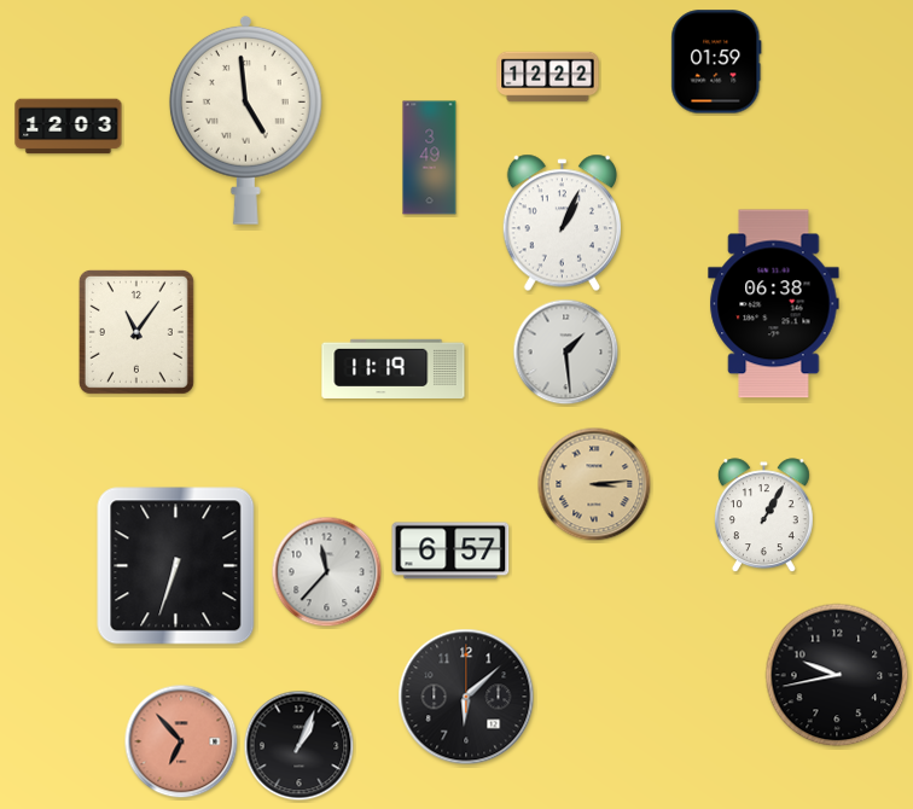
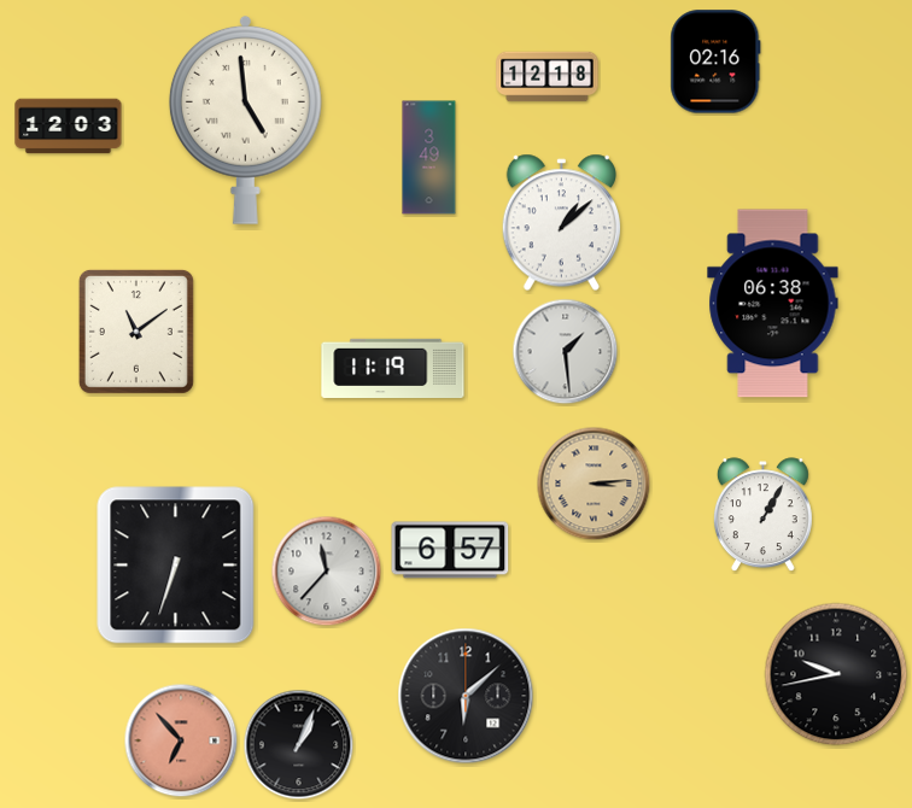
clock at (716, 62): 01:59 -> 02:16
clock at (548, 77): 12:22 -> 12:18
clock at (562, 223): 1:04 -> 1:08
clock at (136, 332): 11:06 -> 11:09
